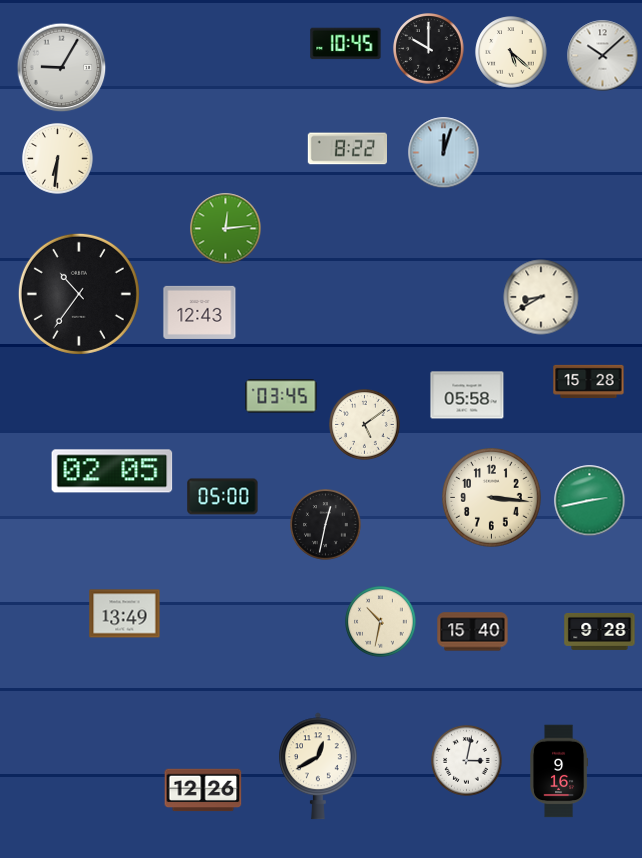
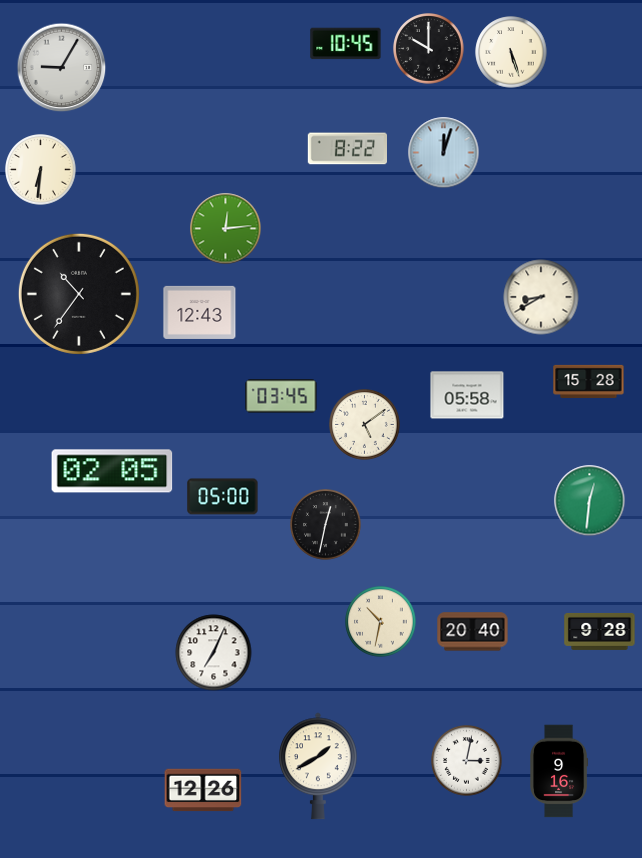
clock at (511, 52): 5:22 -> 5:27
clock at (603, 56): 10:08 -> none
clock at (58, 159) position: (58, 159) -> (41, 170)
clock at (492, 498): 3:16 -> none
clock at (590, 501): 2:43 -> 12:31
clock at (125, 614): 13:49 -> none
clock at (473, 632): 15:40 -> 20:40
clock at (214, 653): none -> 7:04
clock at (319, 766): 12:40 -> 1:40
